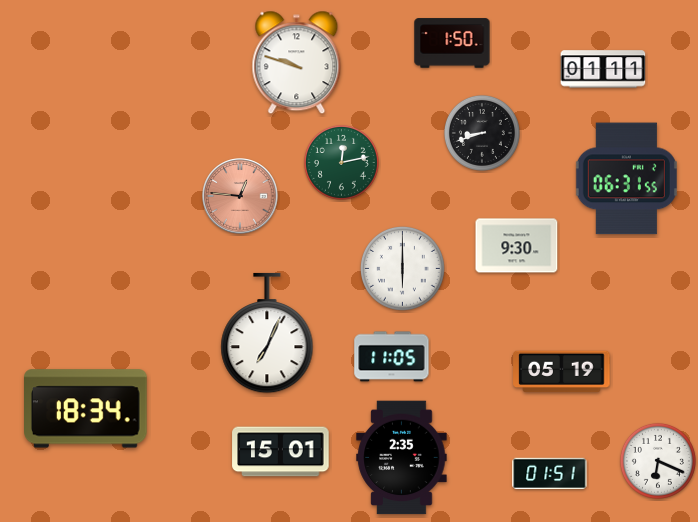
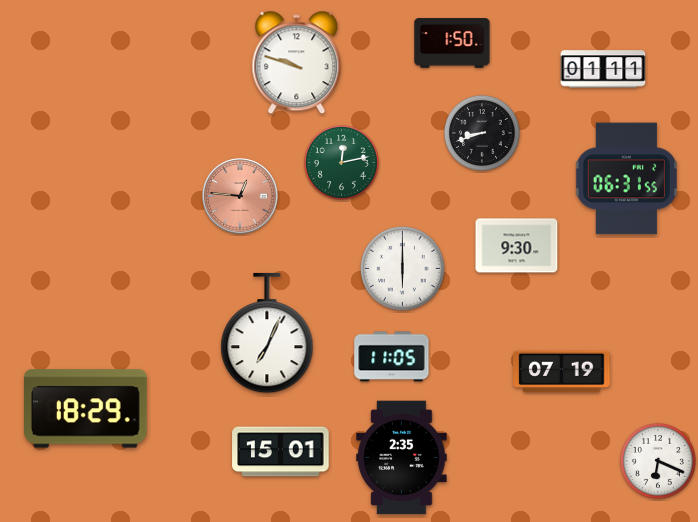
clock at (562, 372): 05:19 -> 07:19
clock at (86, 409): 18:34 -> 18:29
clock at (550, 474): 01:51 -> none
